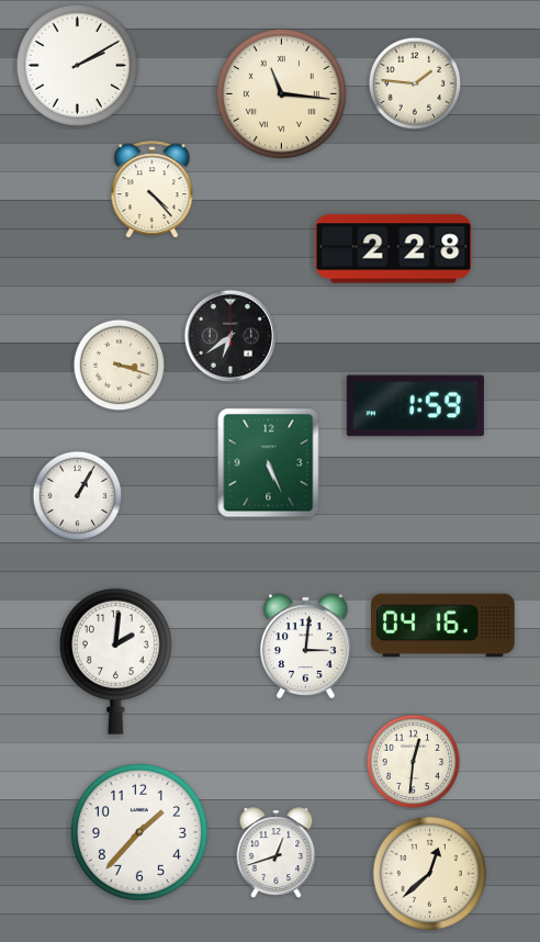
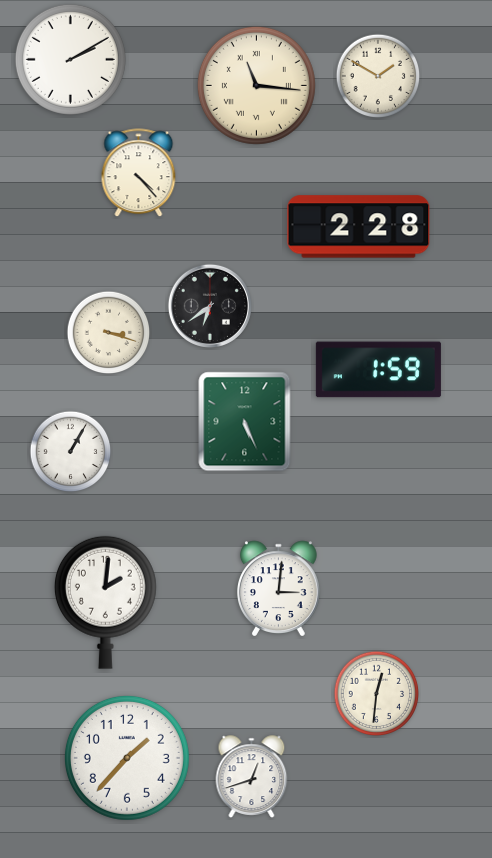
clock at (415, 83): 1:46 -> 1:50
clock at (443, 626): 04:16 -> none
clock at (429, 873): 12:38 -> none
